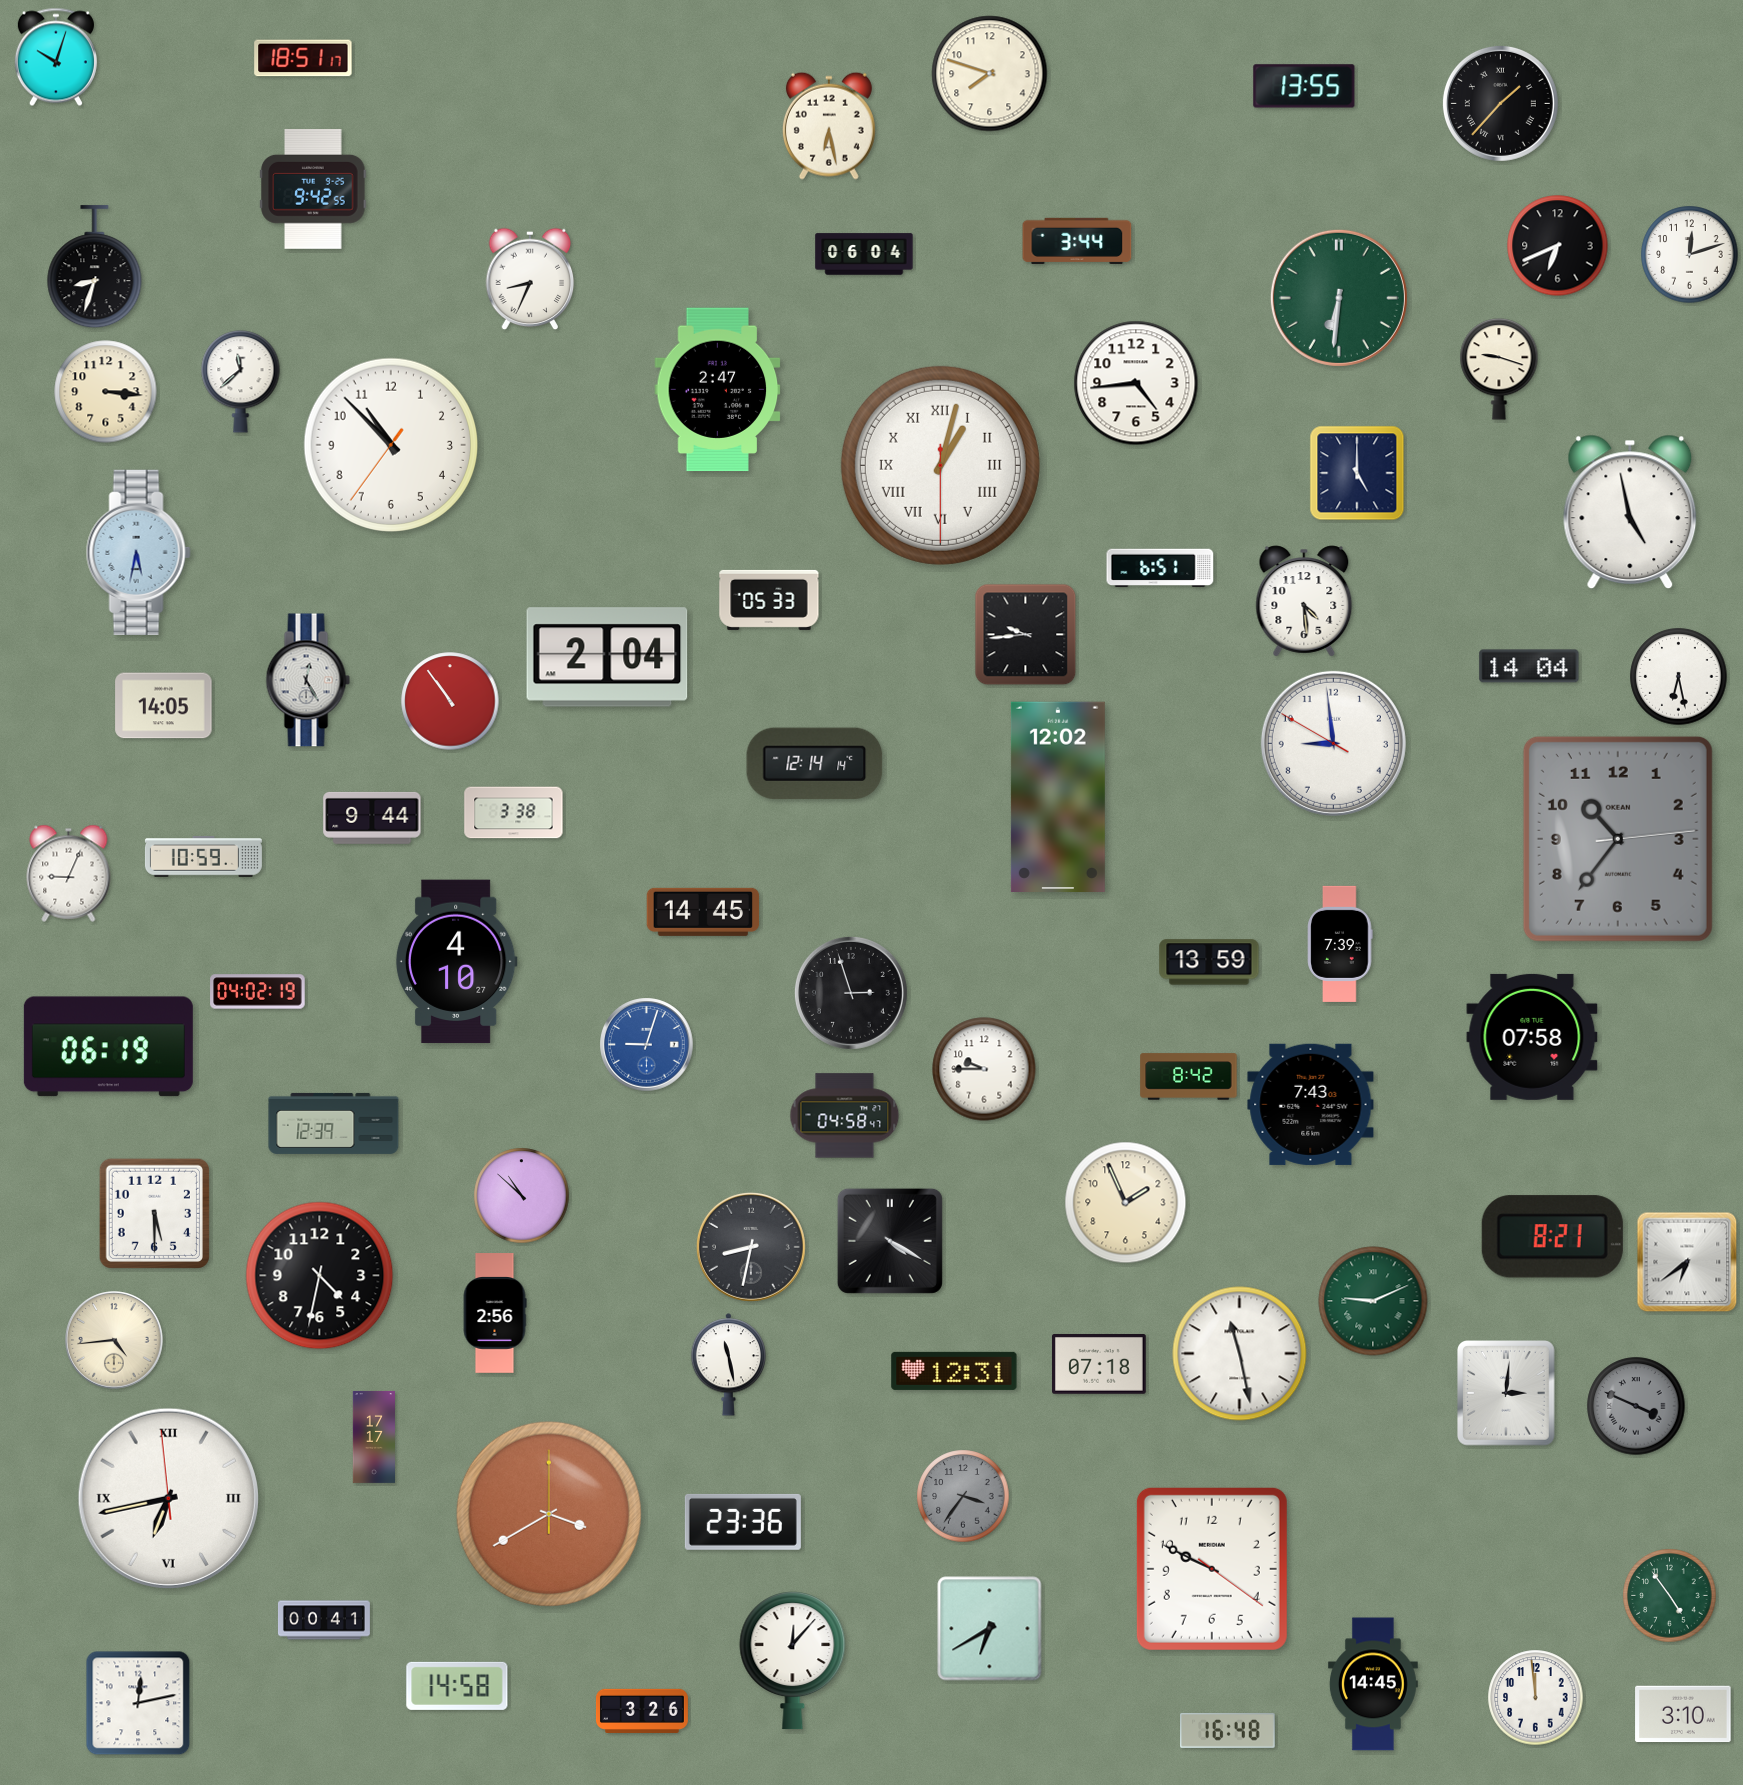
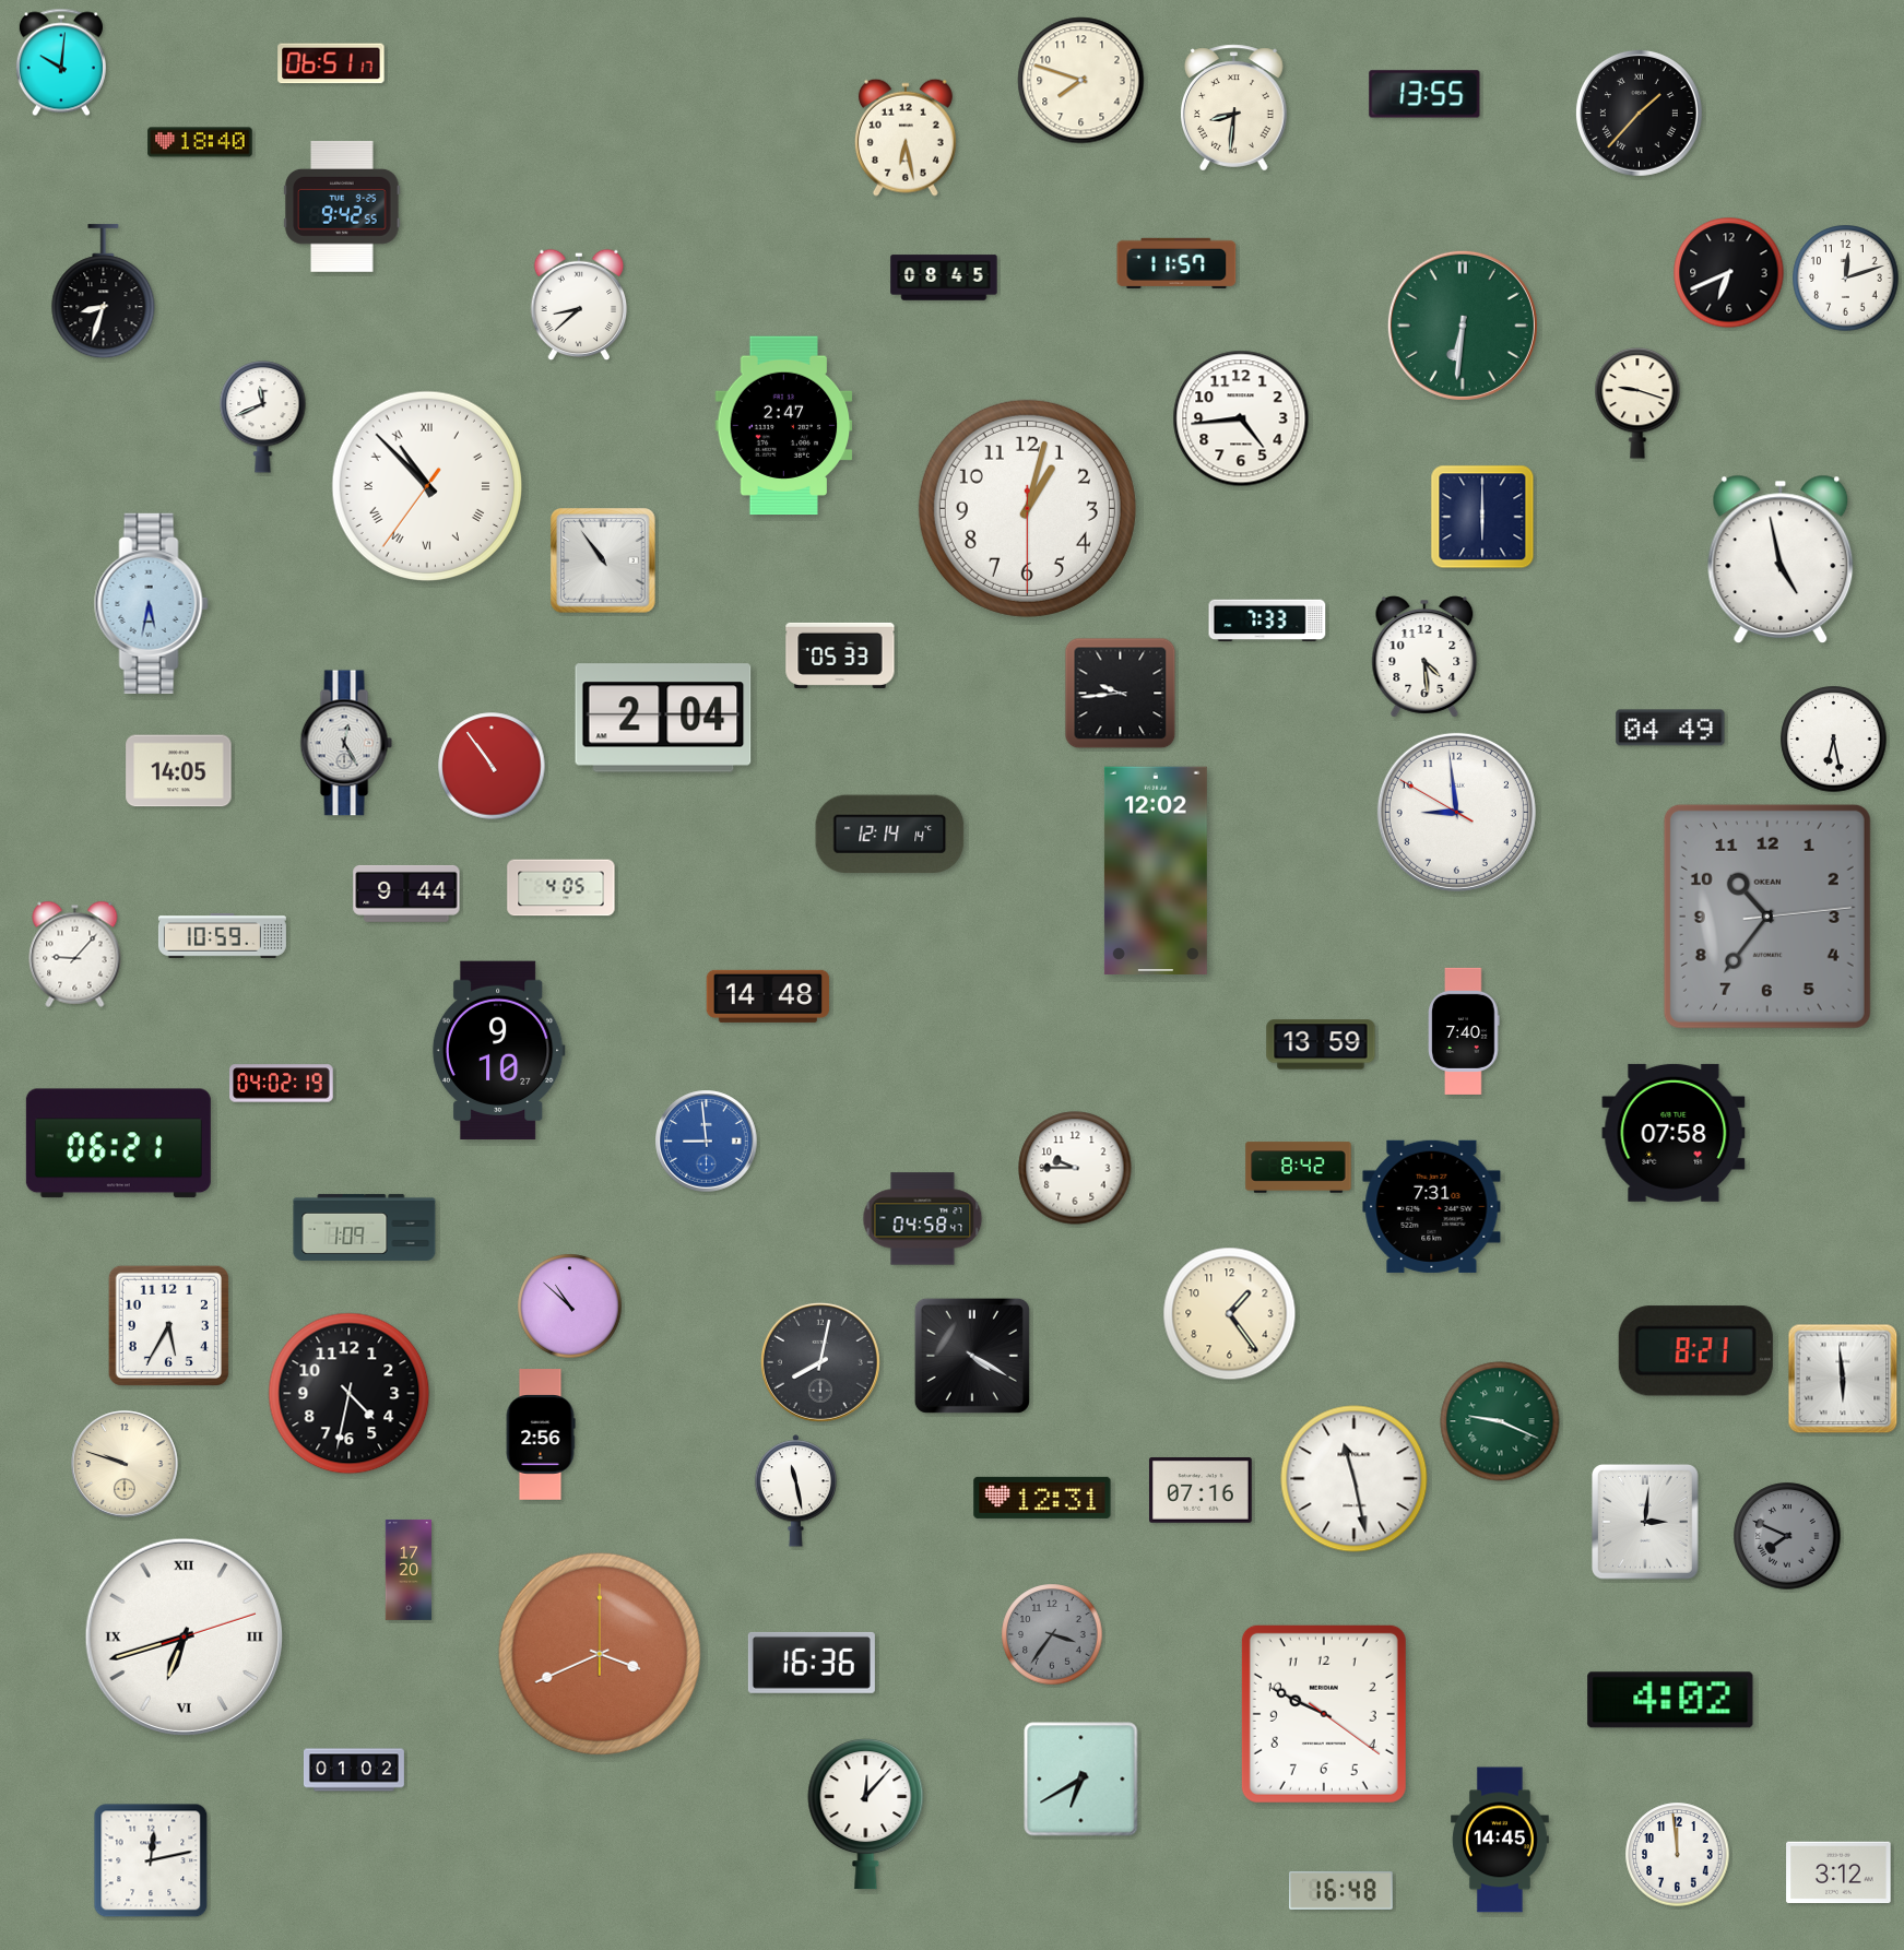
clock at (56, 57): 10:03 -> 10:01
clock at (303, 58): 18:51 -> 06:51
clock at (1234, 108): none -> 8:31
clock at (200, 142): none -> 18:40
clock at (1077, 241): 3:44 -> 11:57
clock at (1558, 246) position: (1558, 246) -> (1729, 273)
clock at (864, 254): 06:04 -> 08:45
clock at (530, 279): 8:34 -> 8:38
clock at (241, 382): 11:38 -> 11:41
clock at (106, 392): 3:16 -> none
clock at (390, 444) numerals: Arabic -> Roman
clock at (940, 465) numerals: Roman -> Arabic
clock at (1357, 473): 5:00 -> 6:00
clock at (603, 560): none -> 10:54
clock at (1160, 568): 6:51 -> 7:33
clock at (1529, 666): 14:04 -> 04:49
clock at (308, 680) position: (308, 680) -> (346, 743)
clock at (514, 813): 3:38 -> 4:05
clock at (69, 873): 9:04 -> 9:07
clock at (703, 912): 14:45 -> 14:48
clock at (1340, 944): 7:39 -> 7:40
clock at (456, 962): 4:10 -> 9:10
clock at (1209, 962) position: (1209, 962) -> (1321, 1044)
clock at (851, 993): 2:57 -> none
clock at (647, 1045): 9:03 -> 8:59
clock at (108, 1047): 06:19 -> 06:21
clock at (1189, 1077) position: (1189, 1077) -> (1299, 1168)
clock at (1311, 1104): 7:43 -> 7:31
clock at (334, 1123): 12:39 -> 1:09
clock at (1126, 1203): 1:56 -> 1:24
clock at (154, 1213): 5:30 -> 5:35
clock at (751, 1247): 8:32 -> 8:02
clock at (1687, 1262): 6:39 -> 5:59
clock at (1373, 1301): 9:11 -> 9:19
clock at (114, 1340): 4:44 -> 9:48
clock at (1100, 1365): 07:18 -> 07:16
clock at (1636, 1406): 3:49 -> 7:49
clock at (373, 1437): 17:17 -> 17:20
clock at (168, 1498): 6:42:59 -> 6:42:12
clock at (549, 1514): 3:40 -> 3:41
clock at (743, 1522): 23:36 -> 16:36
clock at (1670, 1700): none -> 4:02
clock at (1670, 1596): 4:54 -> none
clock at (324, 1620): 00:41 -> 01:02
clock at (457, 1686): 14:58 -> none
clock at (642, 1711): 3:26 -> none
clock at (1683, 1714): 3:10 -> 3:12
